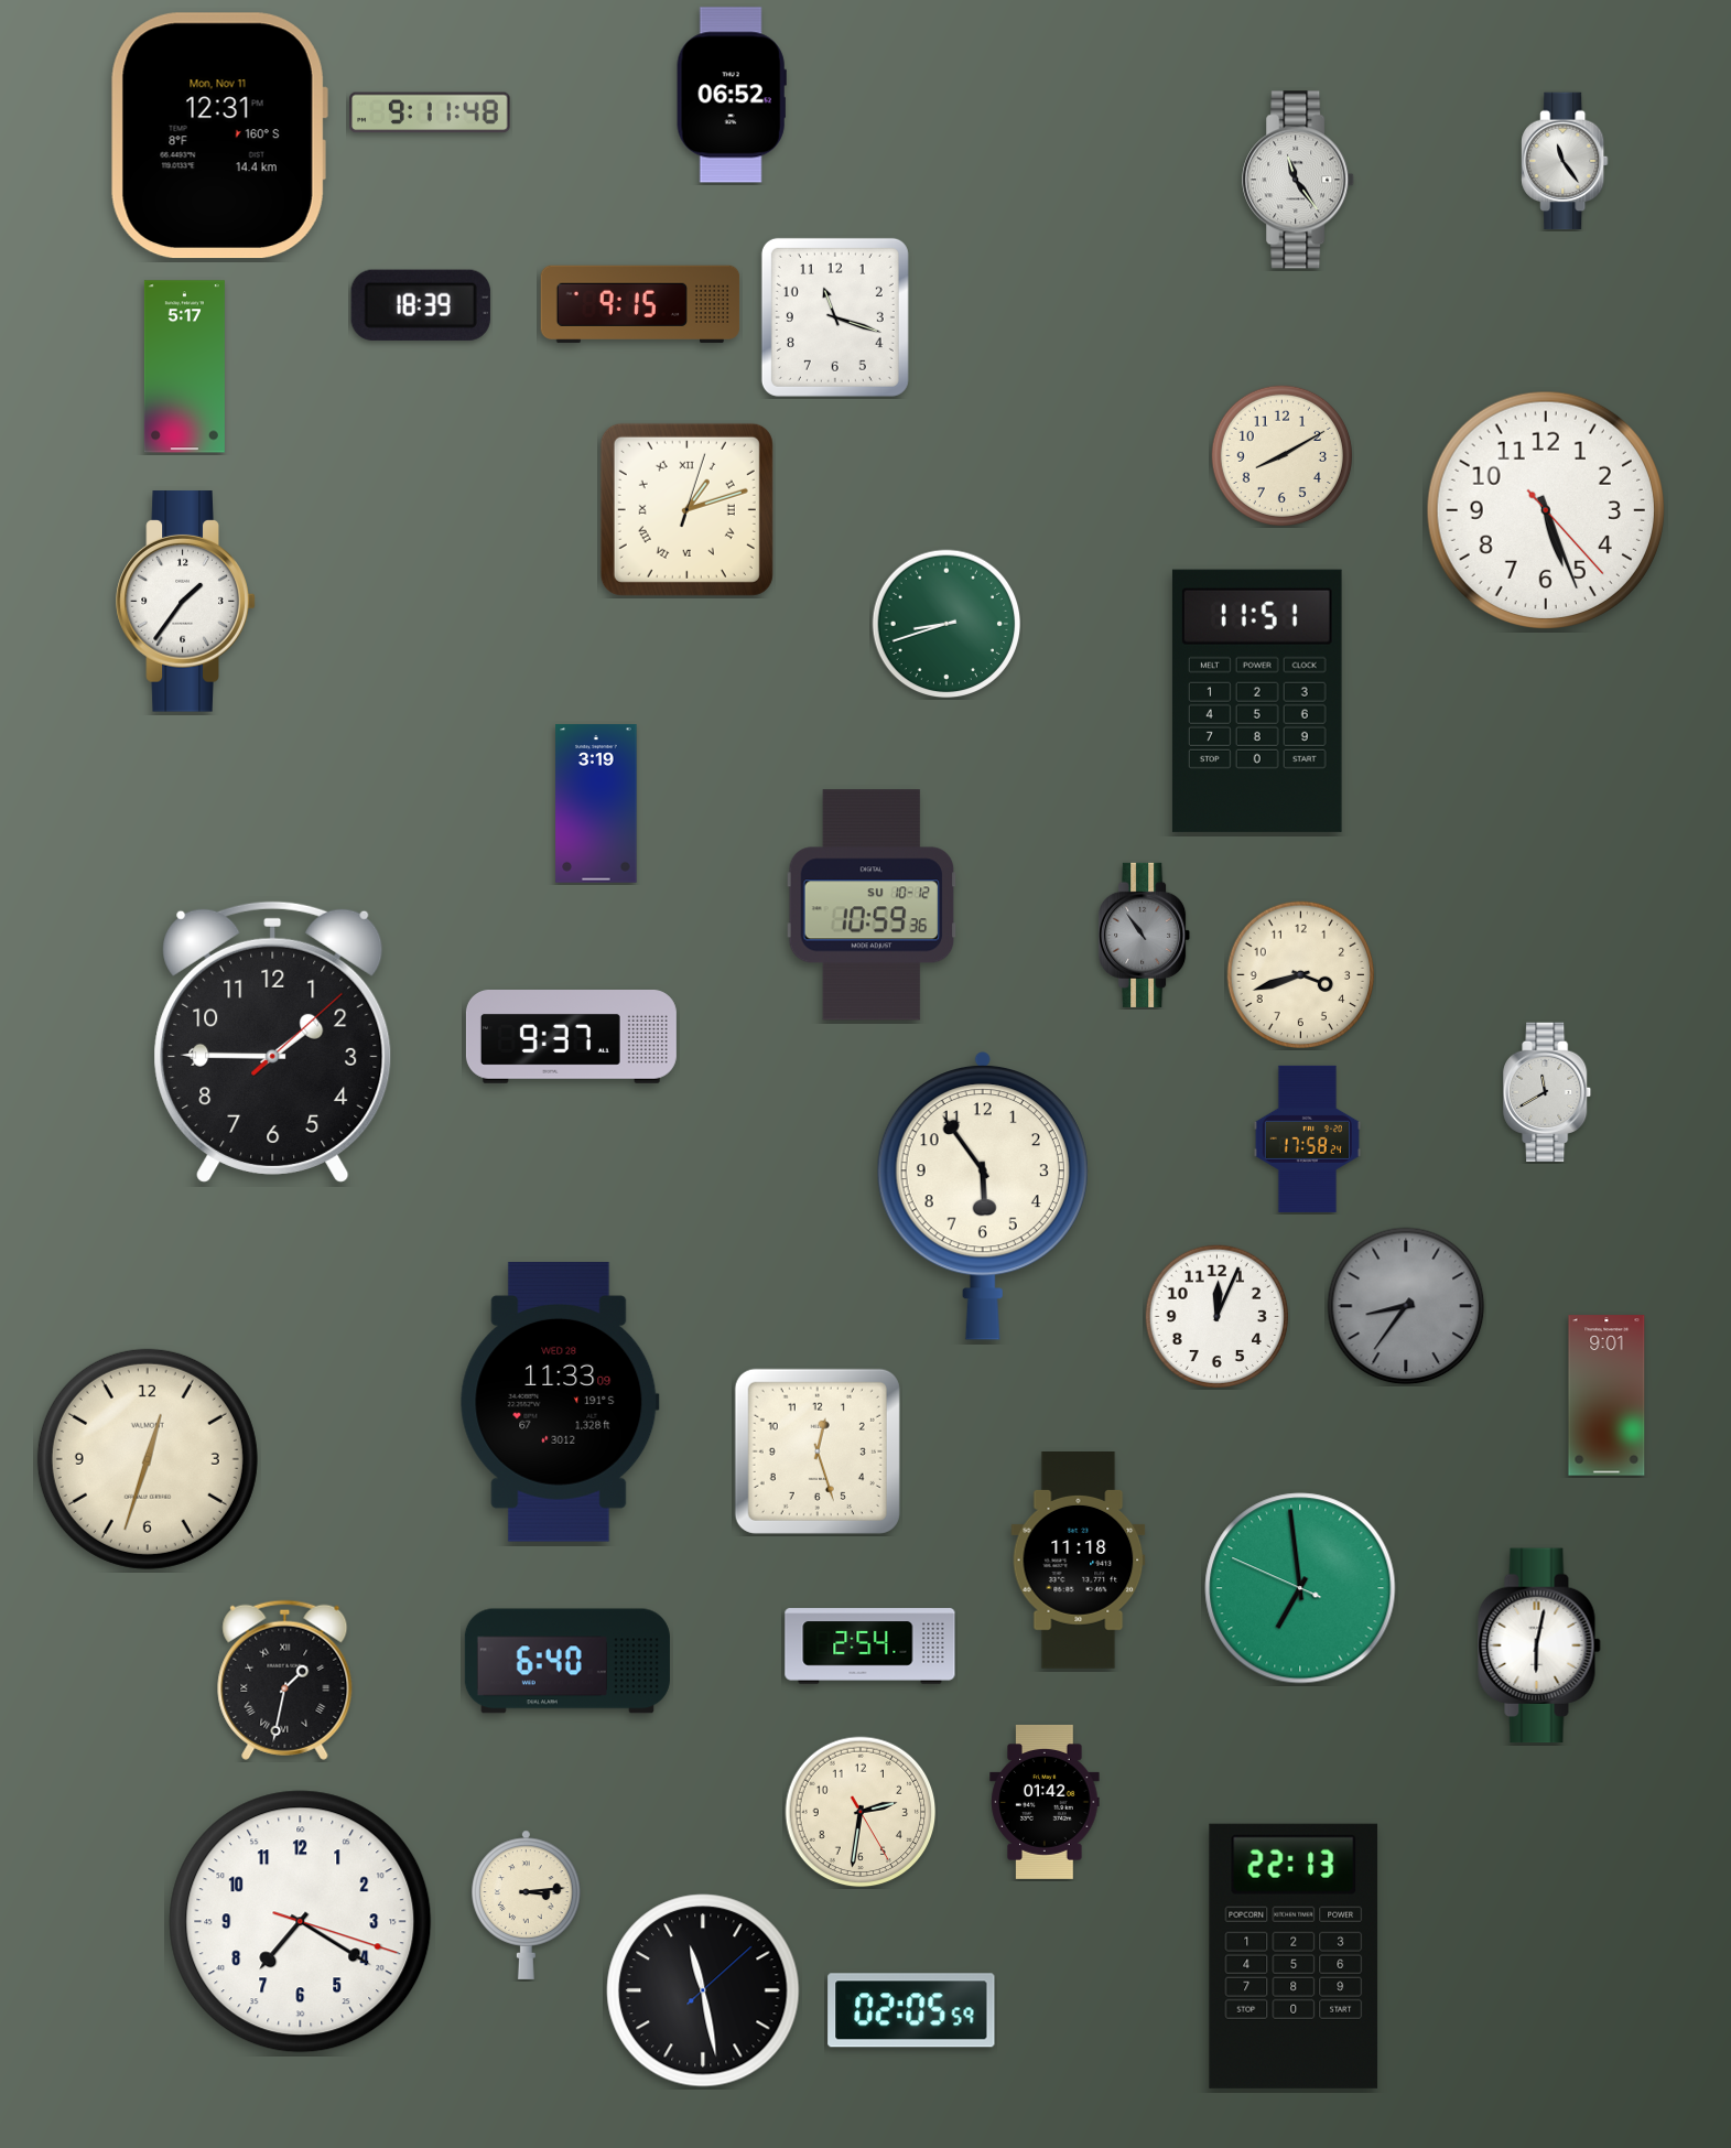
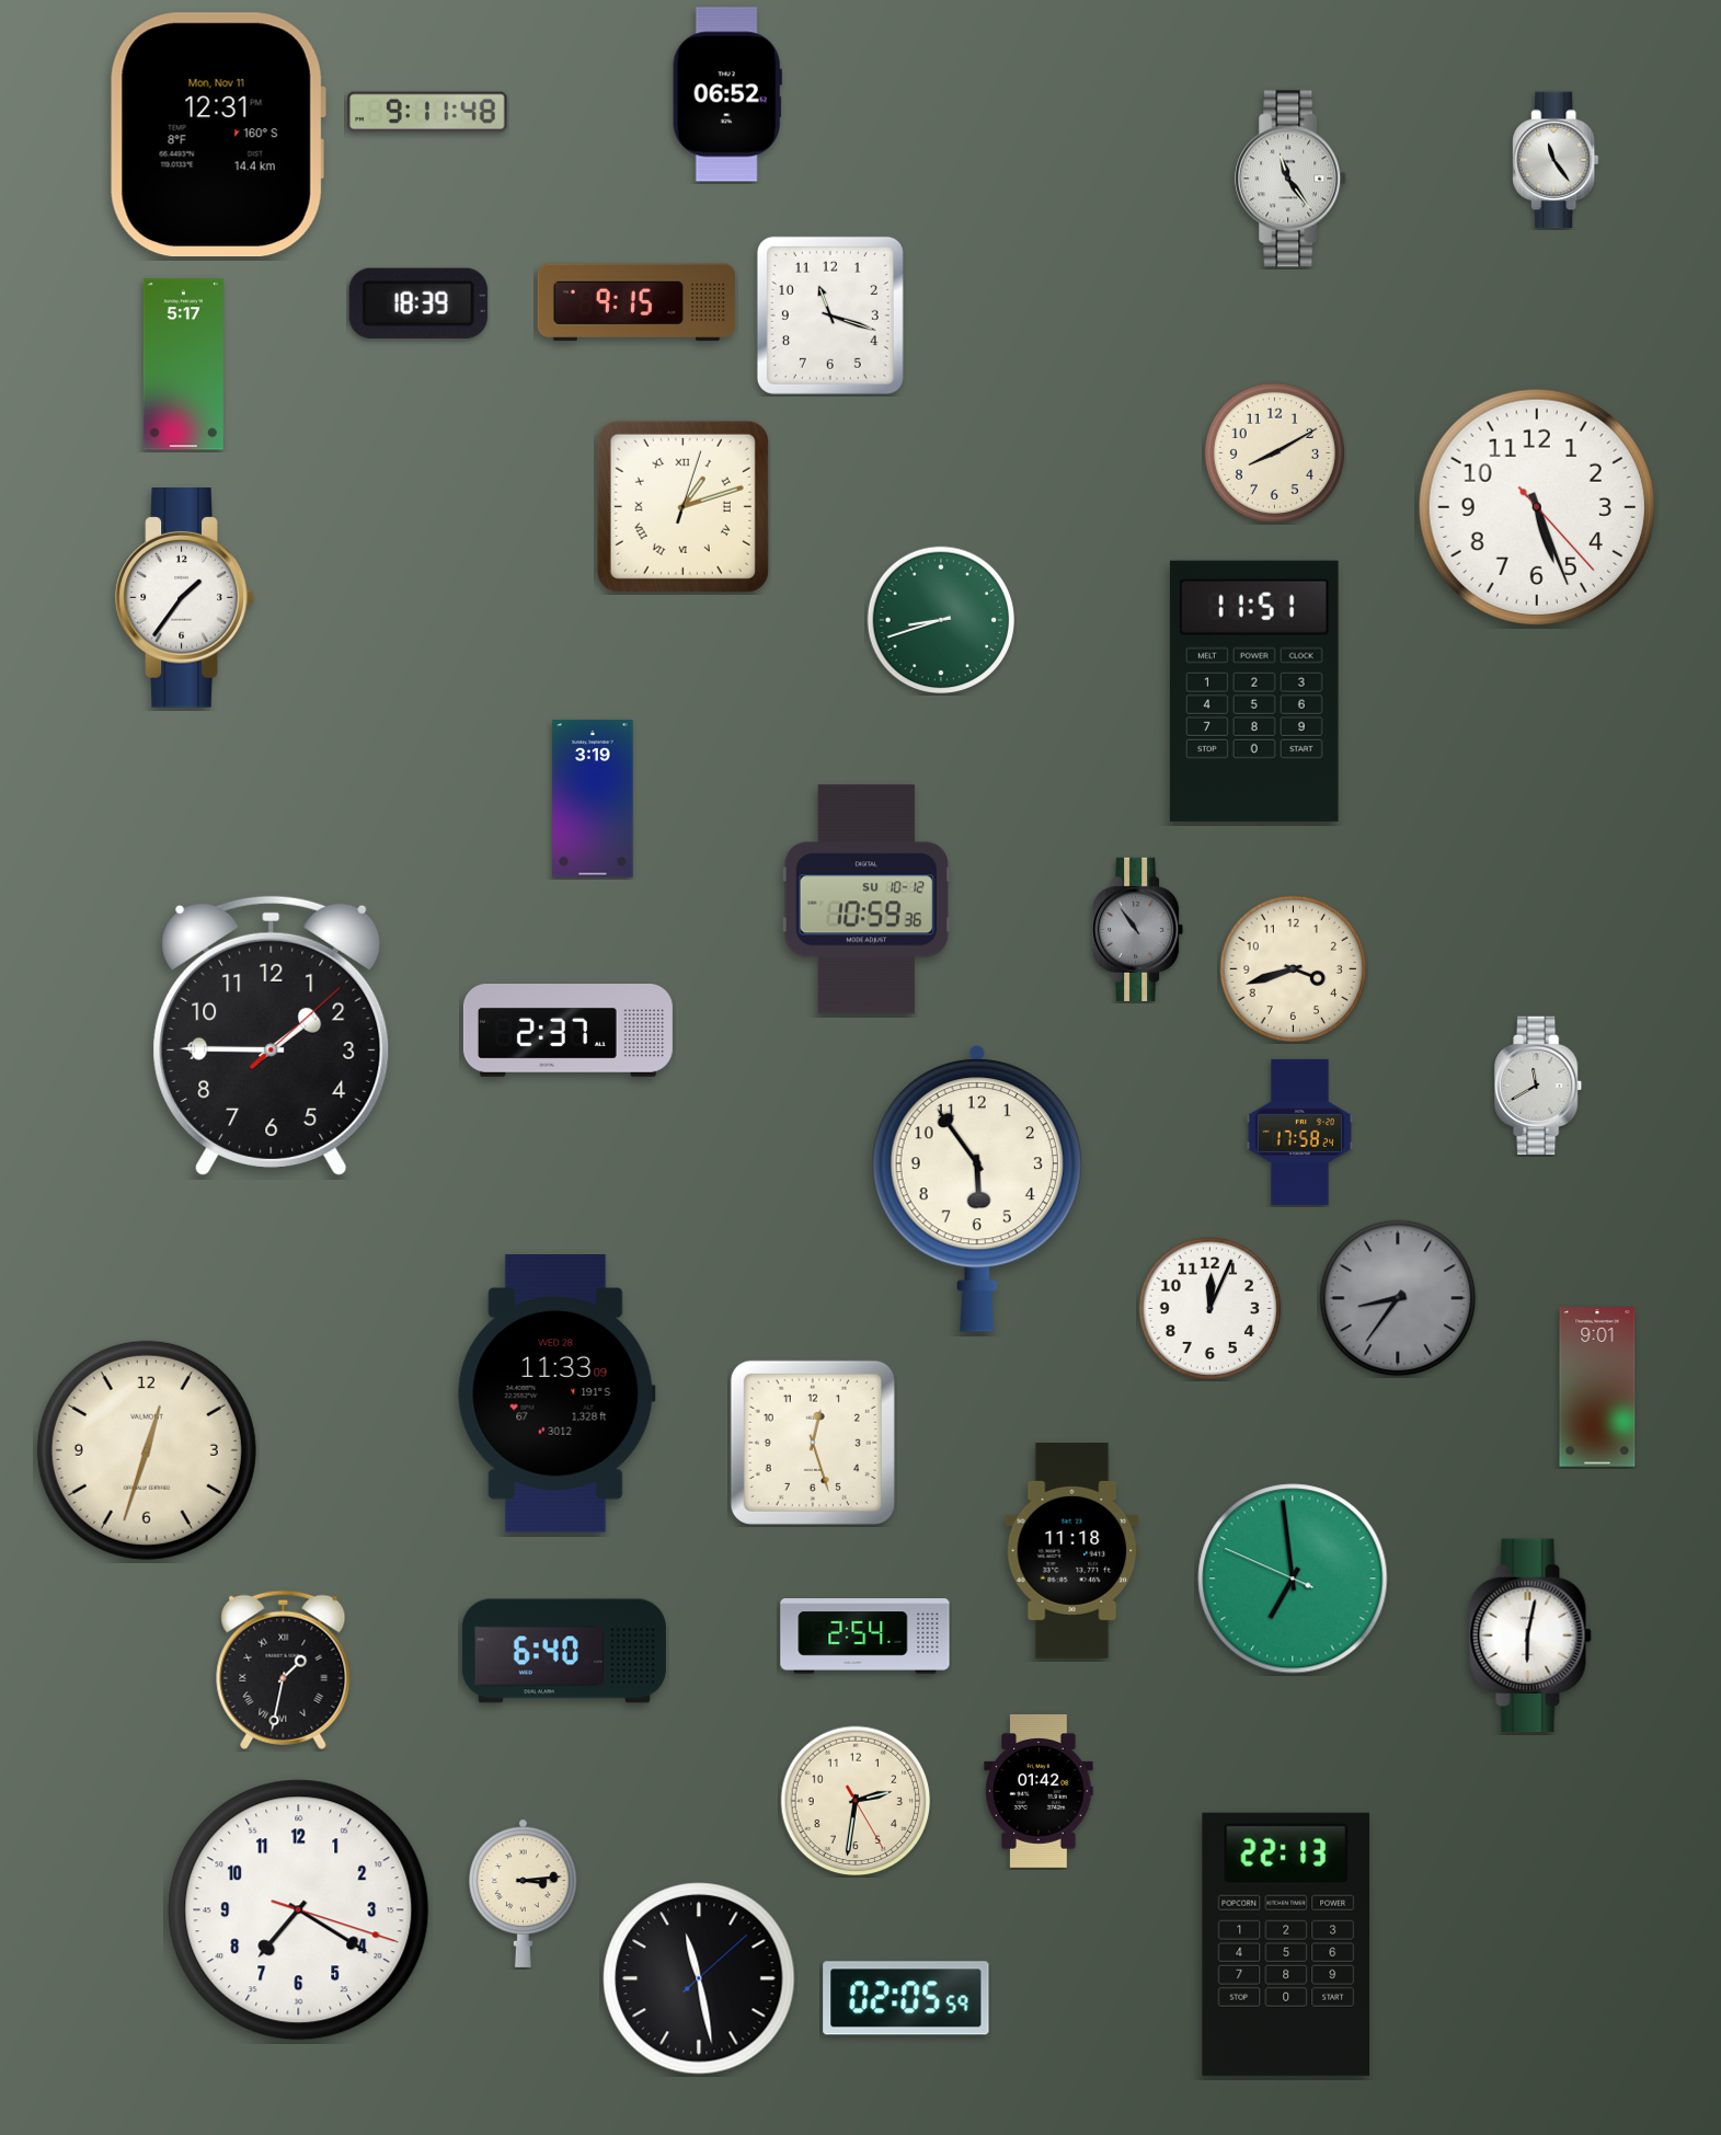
clock at (1257, 701) position: (1257, 701) -> (1254, 691)
clock at (571, 1037): 9:37 -> 2:37
